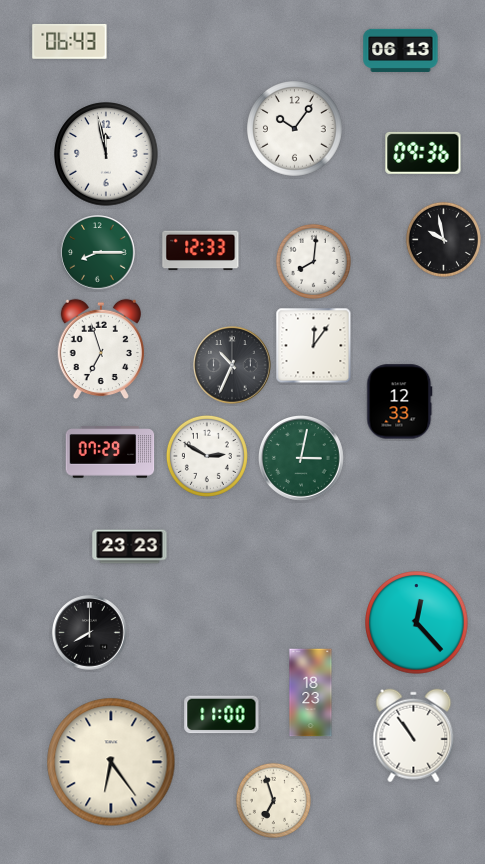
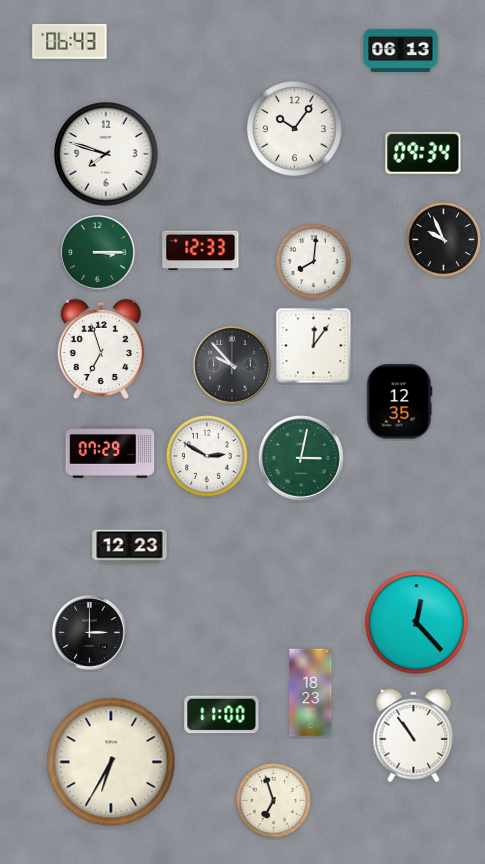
clock at (423, 153): 09:36 -> 09:34
clock at (106, 154): 11:58 -> 7:48
clock at (443, 239): 9:58 -> 9:56
clock at (98, 253): 8:15 -> 3:15
clock at (232, 365): 10:34 -> 9:53
clock at (400, 402): 12:33 -> 12:35
clock at (130, 547): 23:23 -> 12:23
clock at (90, 633): 8:00 -> 3:00
clock at (111, 762): 6:24 -> 6:35
